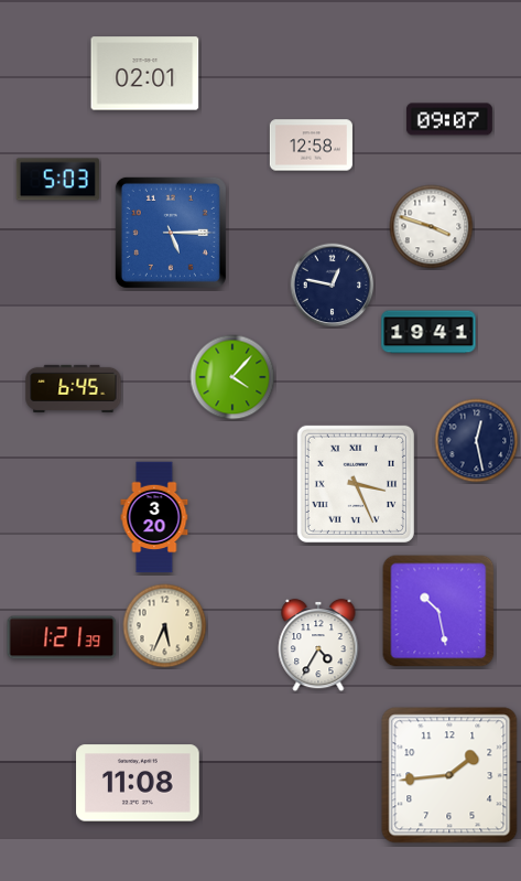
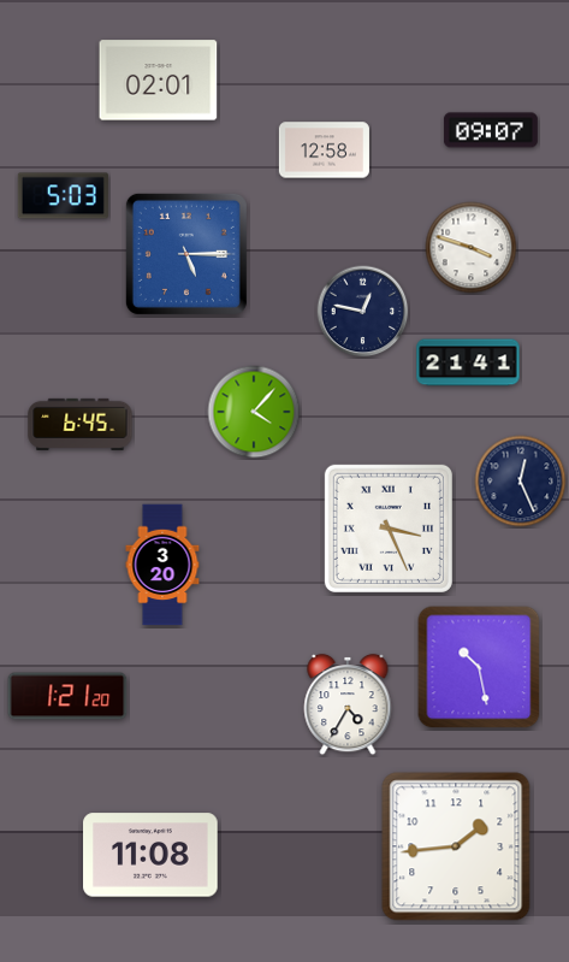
clock at (311, 146) position: (311, 146) -> (324, 151)
clock at (428, 332): 19:41 -> 21:41
clock at (477, 441): 12:28 -> 12:26
clock at (154, 517) position: (154, 517) -> (162, 565)
clock at (165, 626): 5:34 -> none
clock at (62, 637): 1:21:39 -> 1:21:20
clock at (449, 775) position: (449, 775) -> (456, 846)
